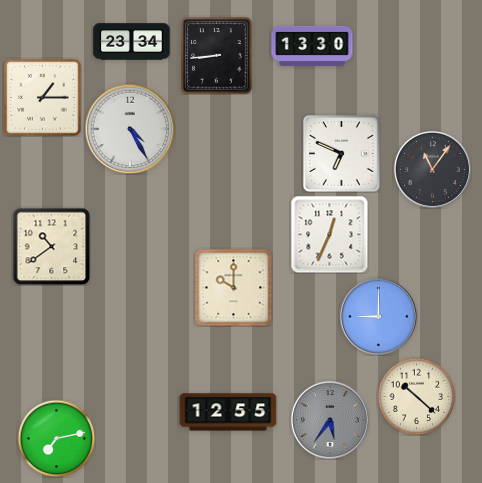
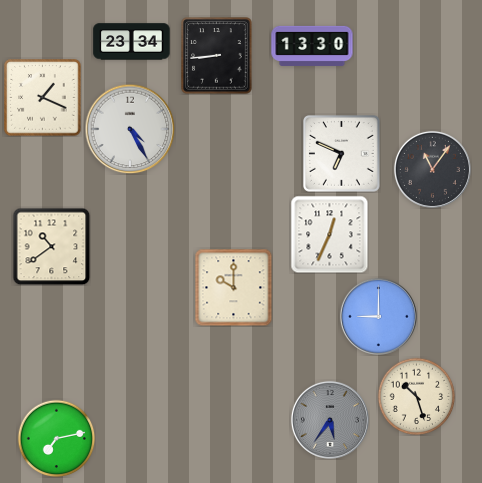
clock at (43, 98): 1:15 -> 1:19
clock at (416, 396): 10:22 -> 10:27
clock at (228, 412): 12:55 -> none
